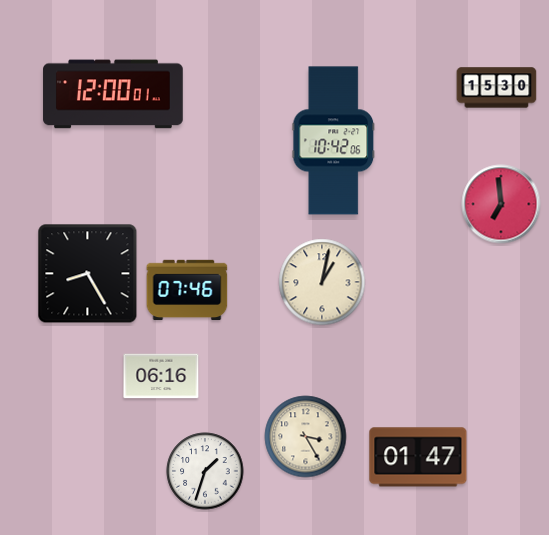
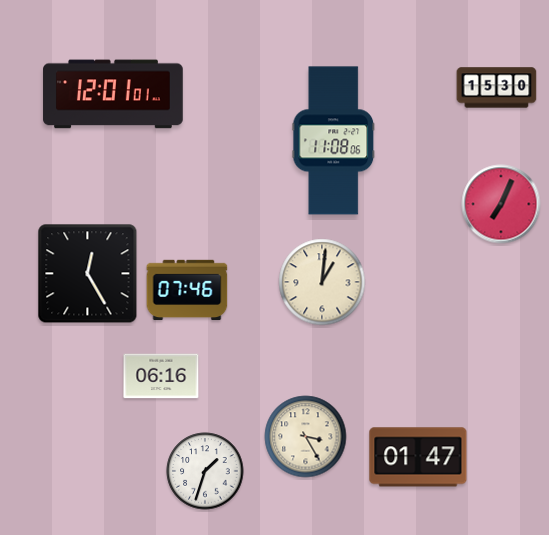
clock at (113, 94): 12:00 -> 12:01
clock at (334, 141): 10:42 -> 11:08
clock at (501, 204): 6:59 -> 7:04
clock at (88, 274): 8:25 -> 12:25
clock at (322, 282): 1:02 -> 1:01
